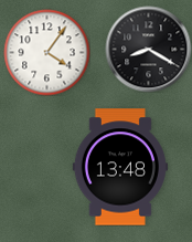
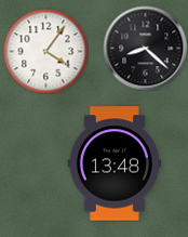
clock at (148, 49): 8:20 -> 8:22
clock at (120, 167) position: (120, 167) -> (115, 163)
